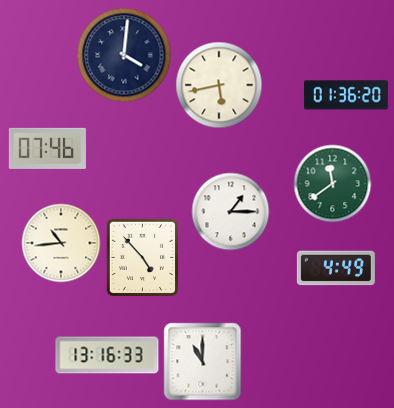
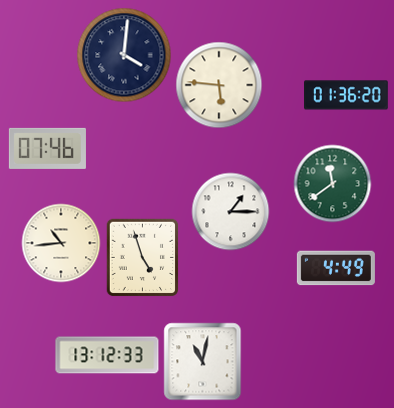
clock at (219, 85): 5:43 -> 5:46
clock at (143, 257): 4:53 -> 4:57
clock at (107, 355): 13:16 -> 13:12
clock at (202, 361): 11:00 -> 11:02
